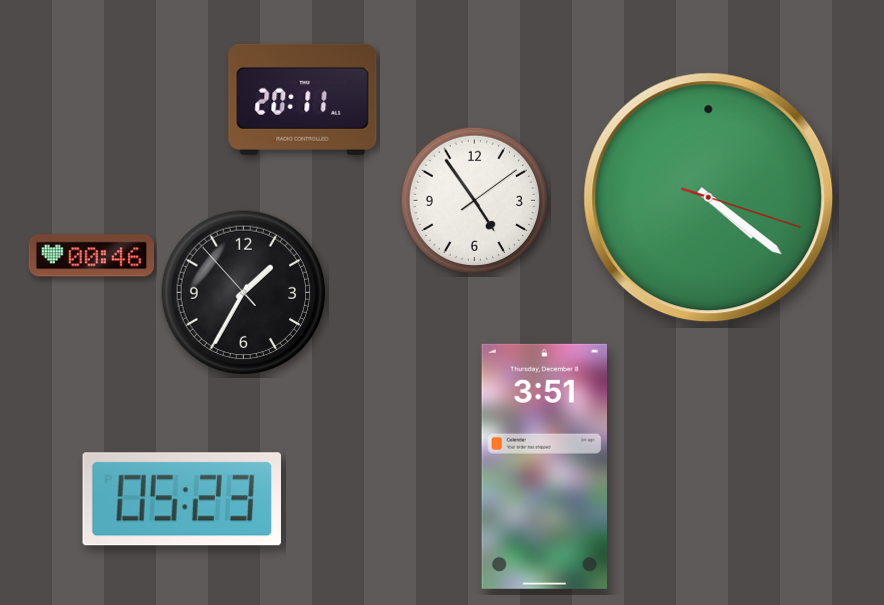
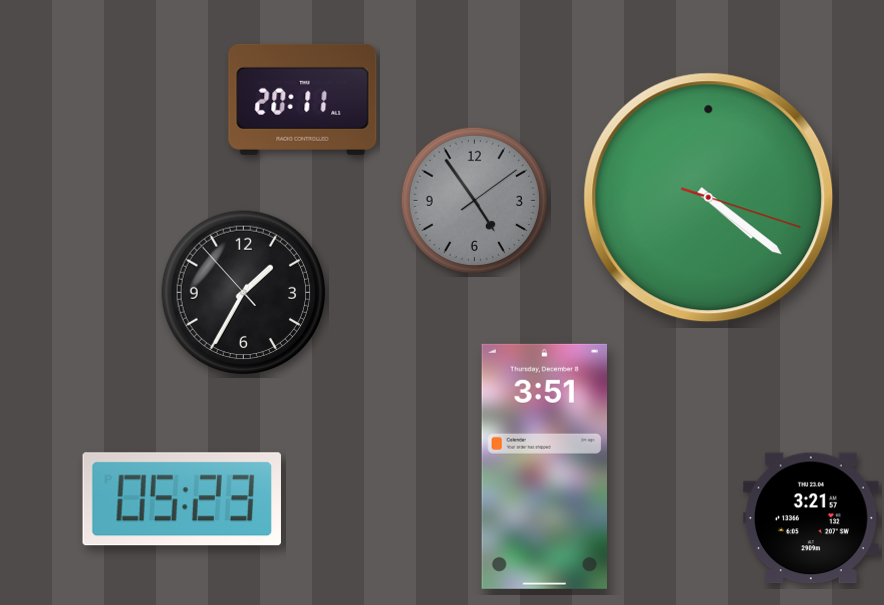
clock at (474, 200) dial: white -> grey
clock at (92, 256): 00:46 -> none
clock at (811, 518): none -> 3:21
